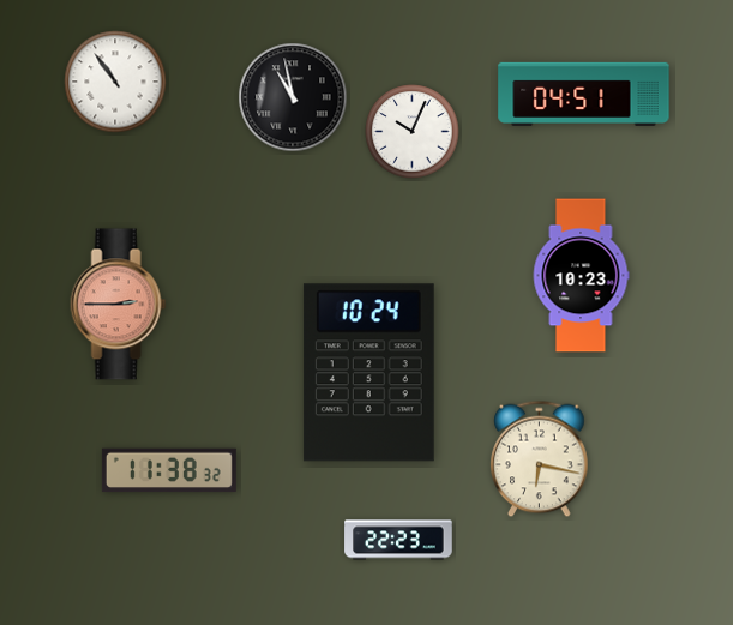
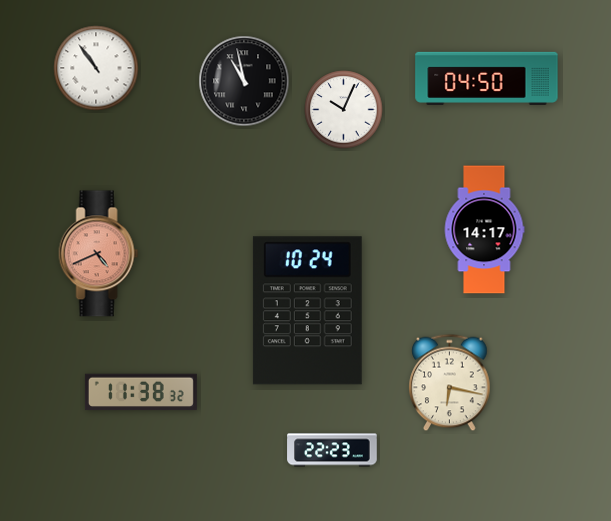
clock at (584, 94): 04:51 -> 04:50
clock at (581, 276): 10:23 -> 14:17
clock at (119, 305): 2:45 -> 4:41
